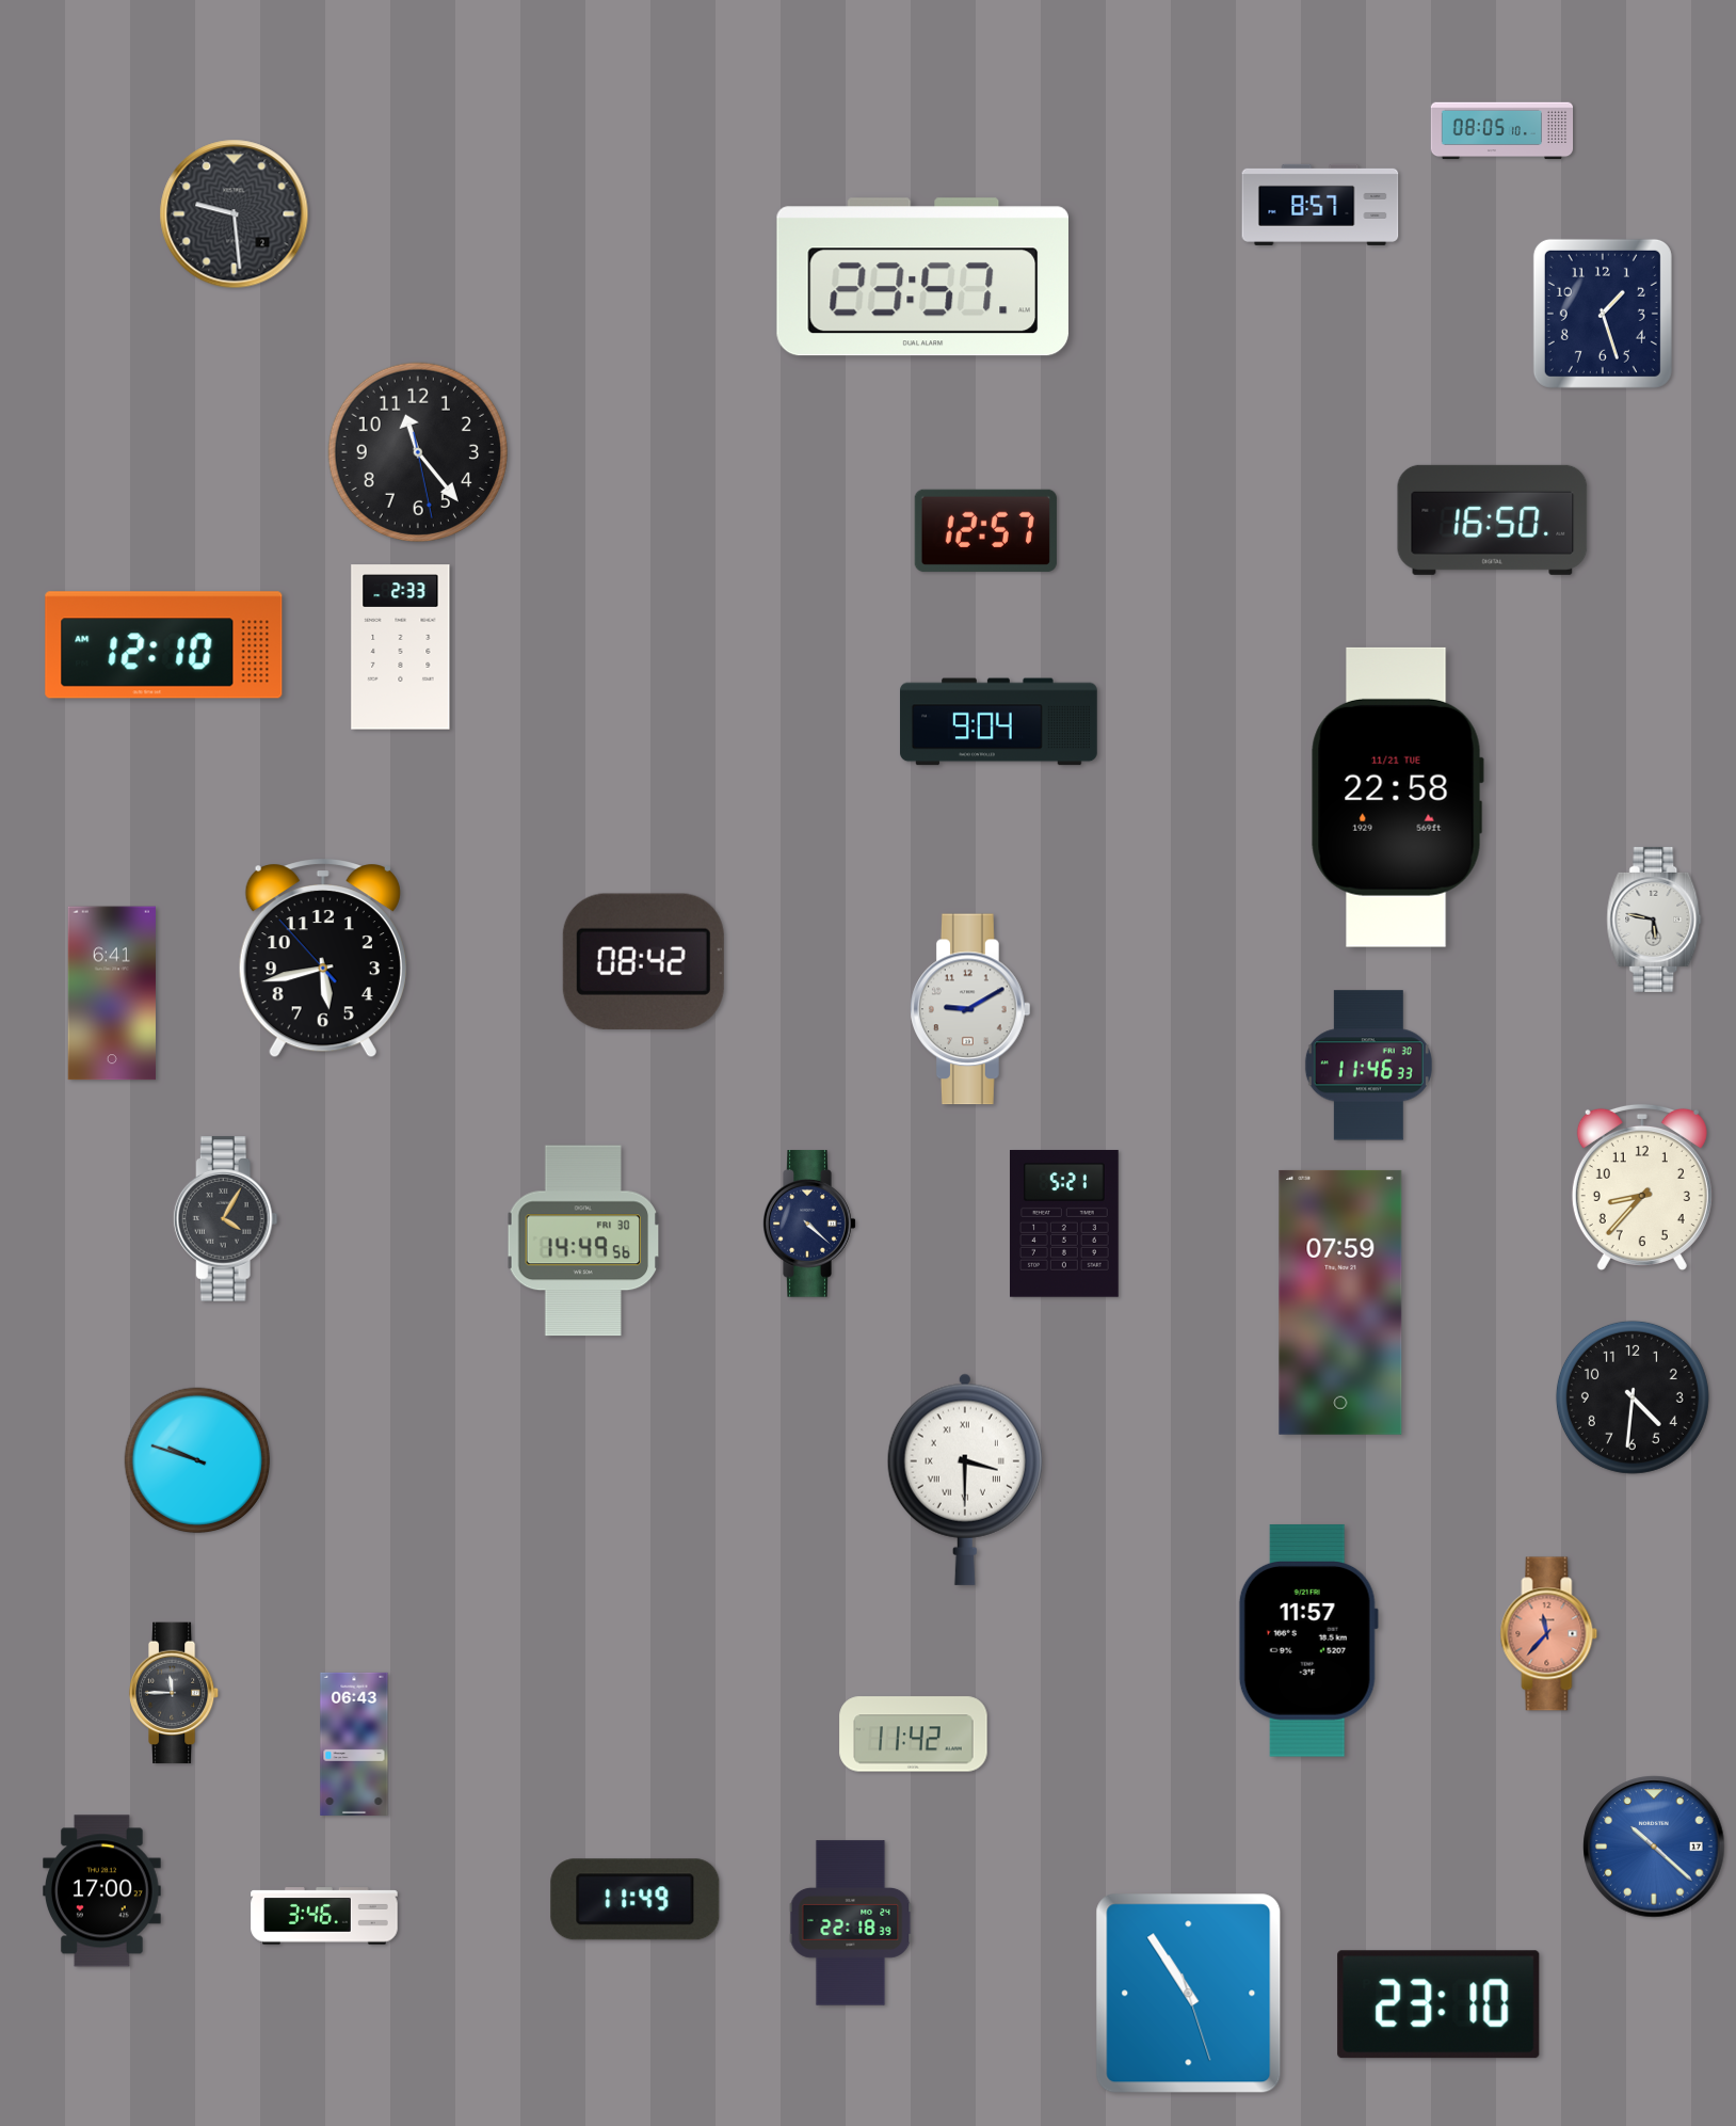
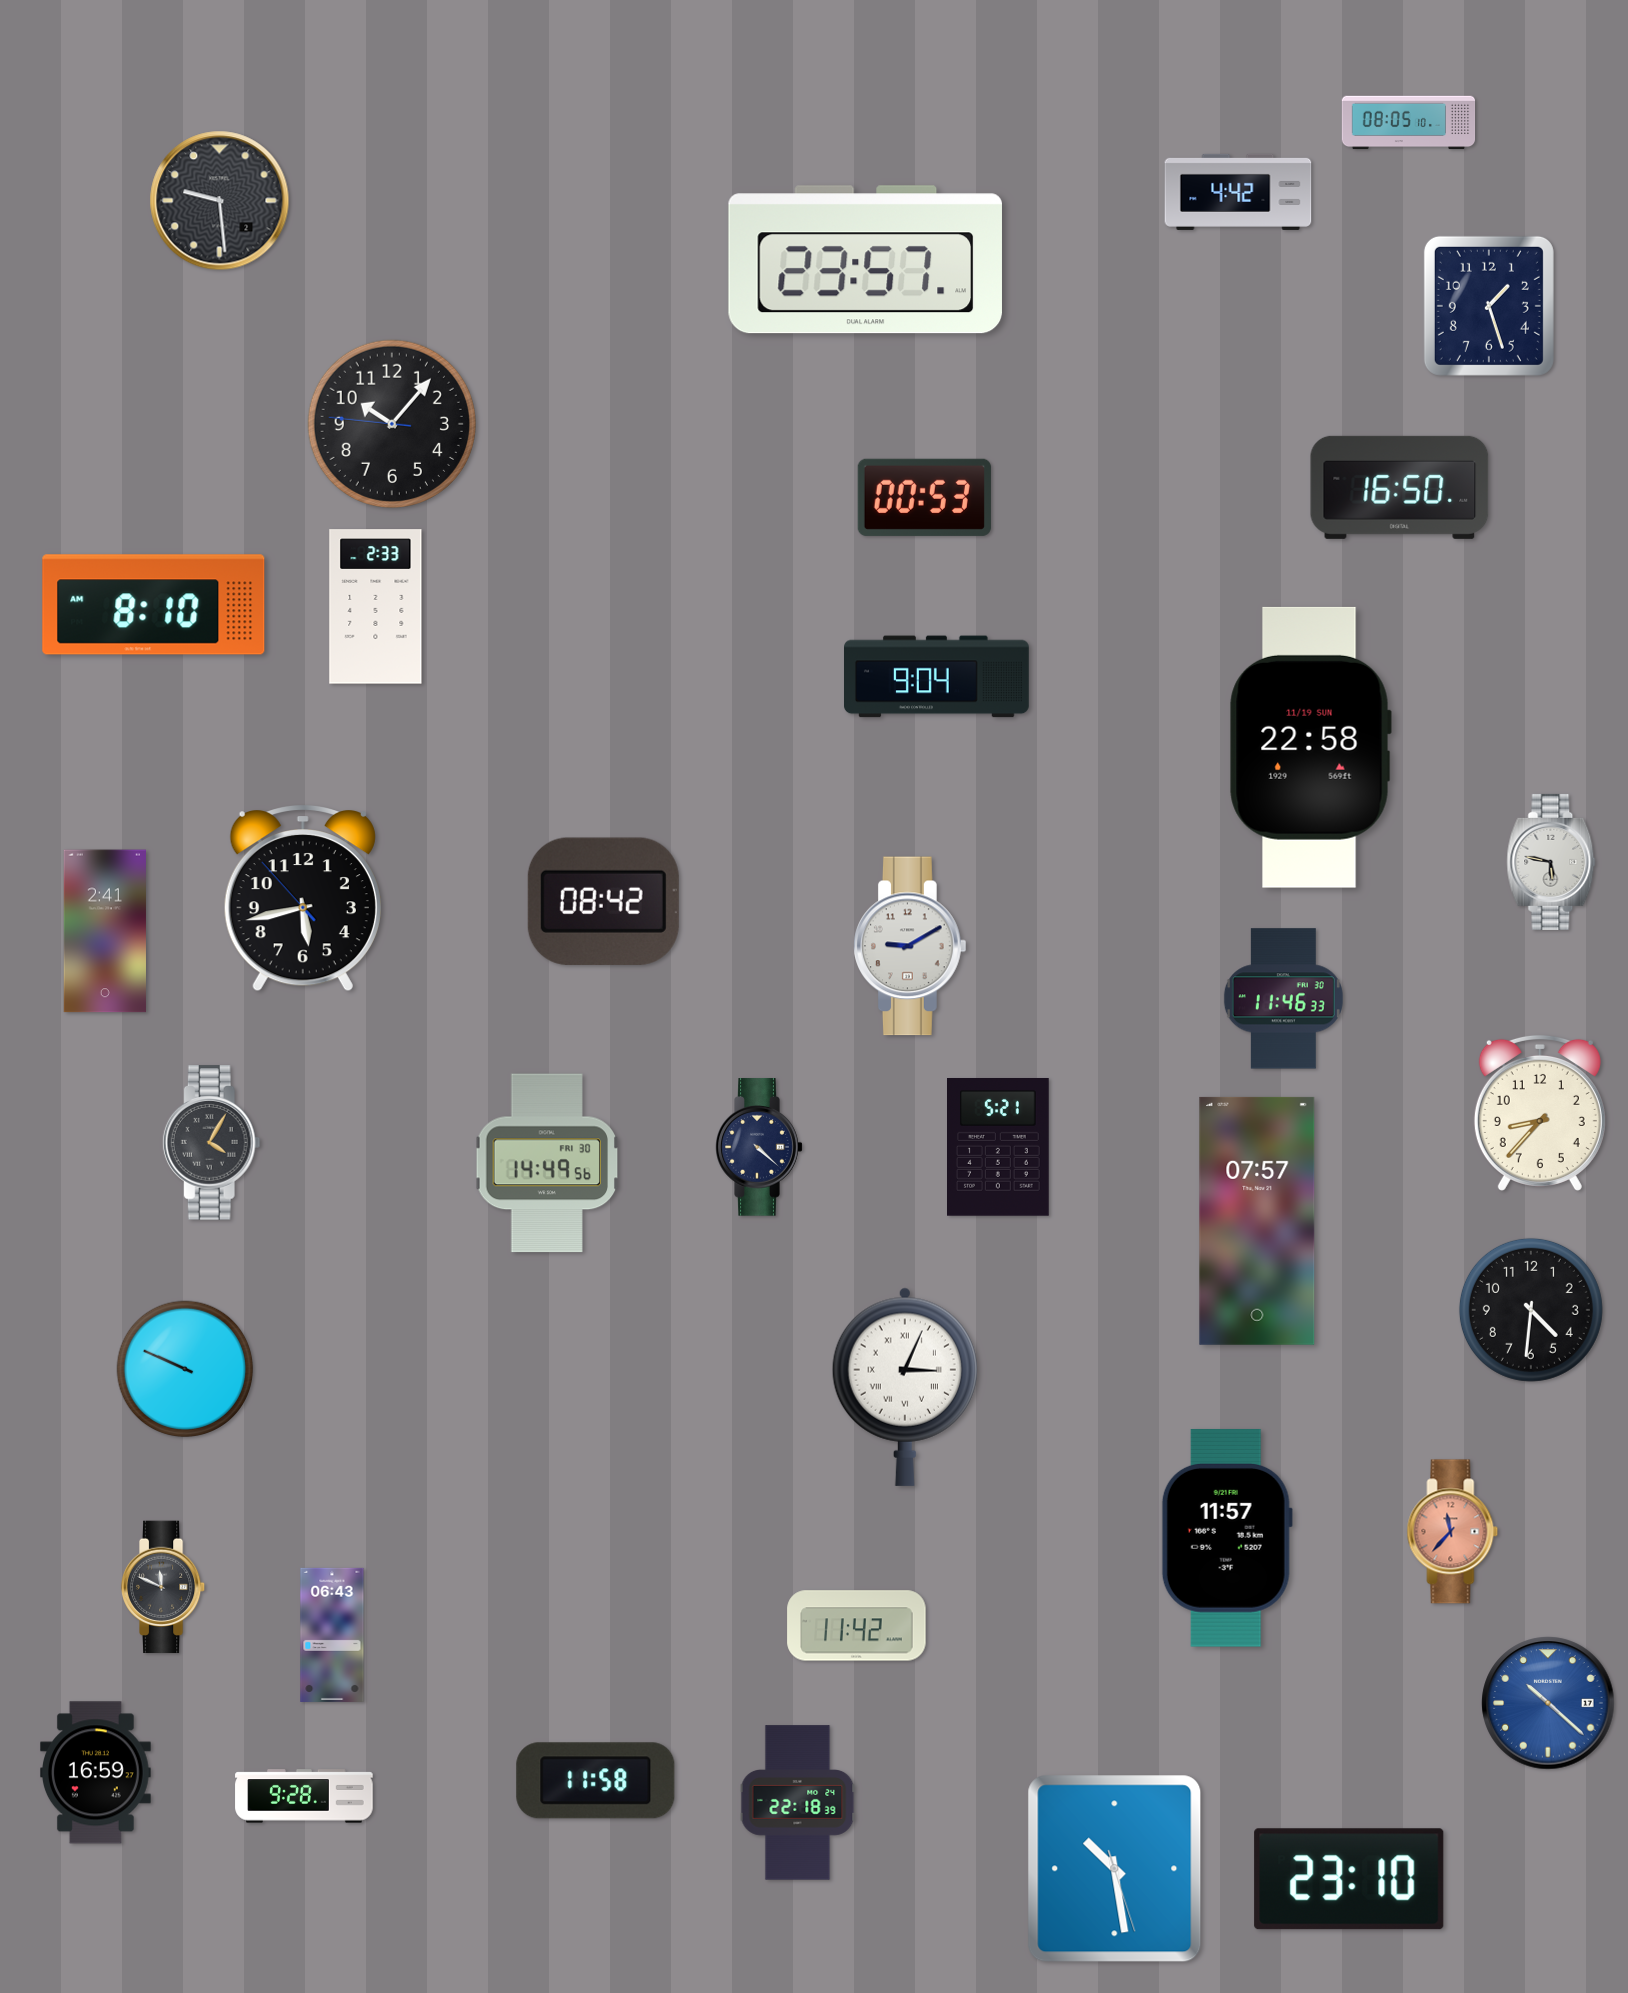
clock at (1320, 205): 8:57 -> 4:42
clock at (1603, 314) position: (1603, 314) -> (1489, 306)
clock at (418, 452): 11:23 -> 10:06
clock at (985, 530): 12:57 -> 00:53
clock at (164, 645): 12:10 -> 8:10
clock at (1397, 797) date: 11/21 TUE -> 11/19 SUN
clock at (112, 993): 6:41 -> 2:41
clock at (1340, 1302): 07:59 -> 07:57
clock at (197, 1460): 9:48 -> 9:49
clock at (965, 1480): 3:30 -> 3:04
clock at (174, 1693): 11:45 -> 11:49
clock at (1654, 1847) position: (1654, 1847) -> (1548, 1703)
clock at (102, 1891): 17:00 -> 16:59
clock at (636, 1900): 11:49 -> 11:58
clock at (324, 1916): 3:46 -> 9:28
clock at (1189, 1994): 10:54 -> 10:28
